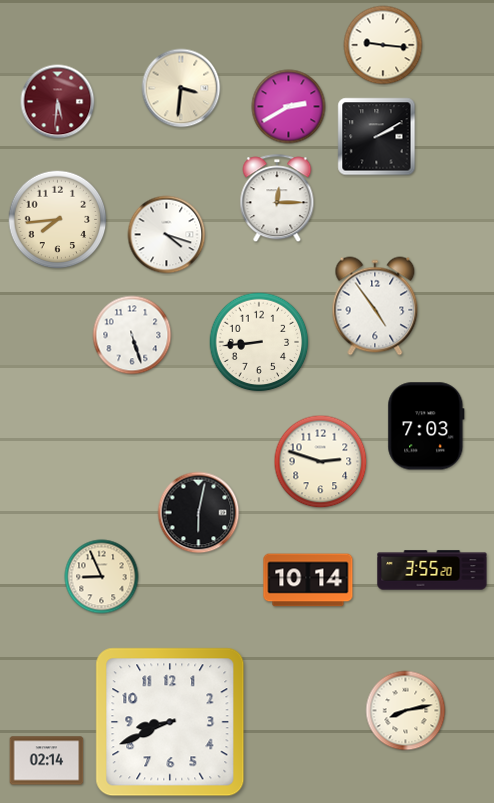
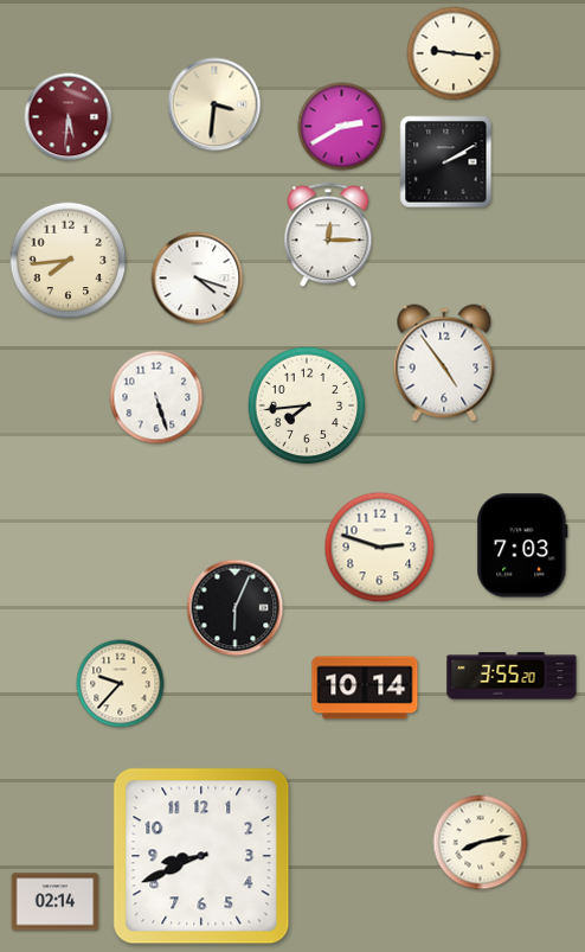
clock at (58, 102) position: (58, 102) -> (69, 117)
clock at (259, 342): 8:44 -> 7:44
clock at (426, 426) position: (426, 426) -> (522, 545)
clock at (199, 513): 6:02 -> 6:04
clock at (102, 577): 8:56 -> 9:37
